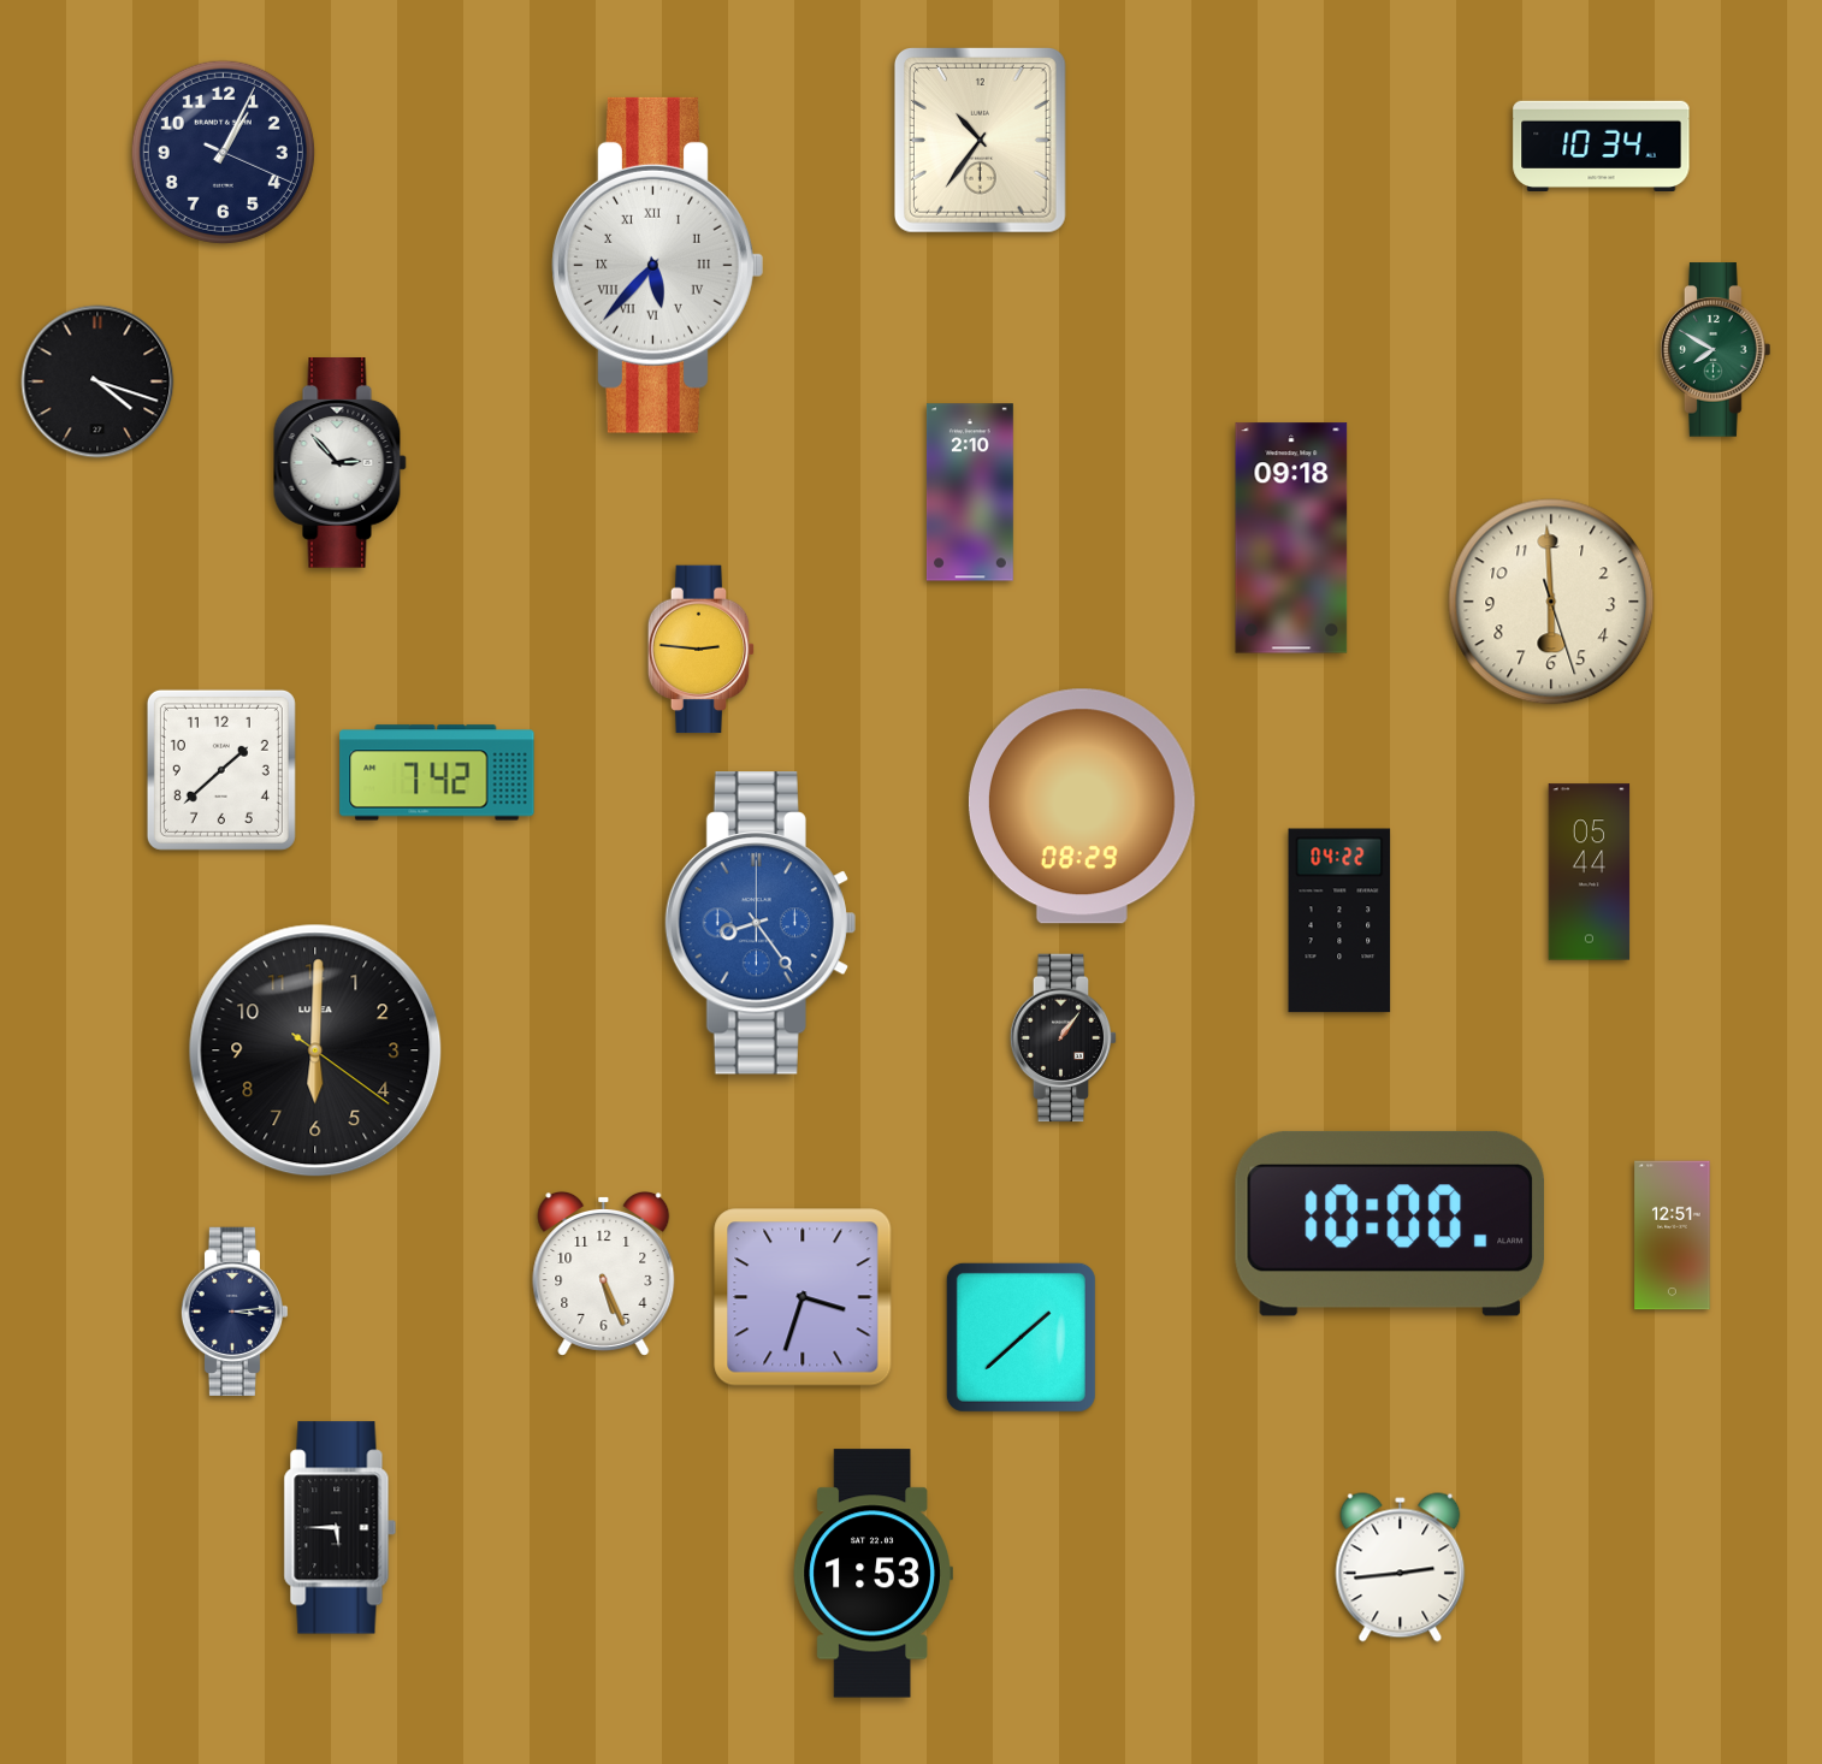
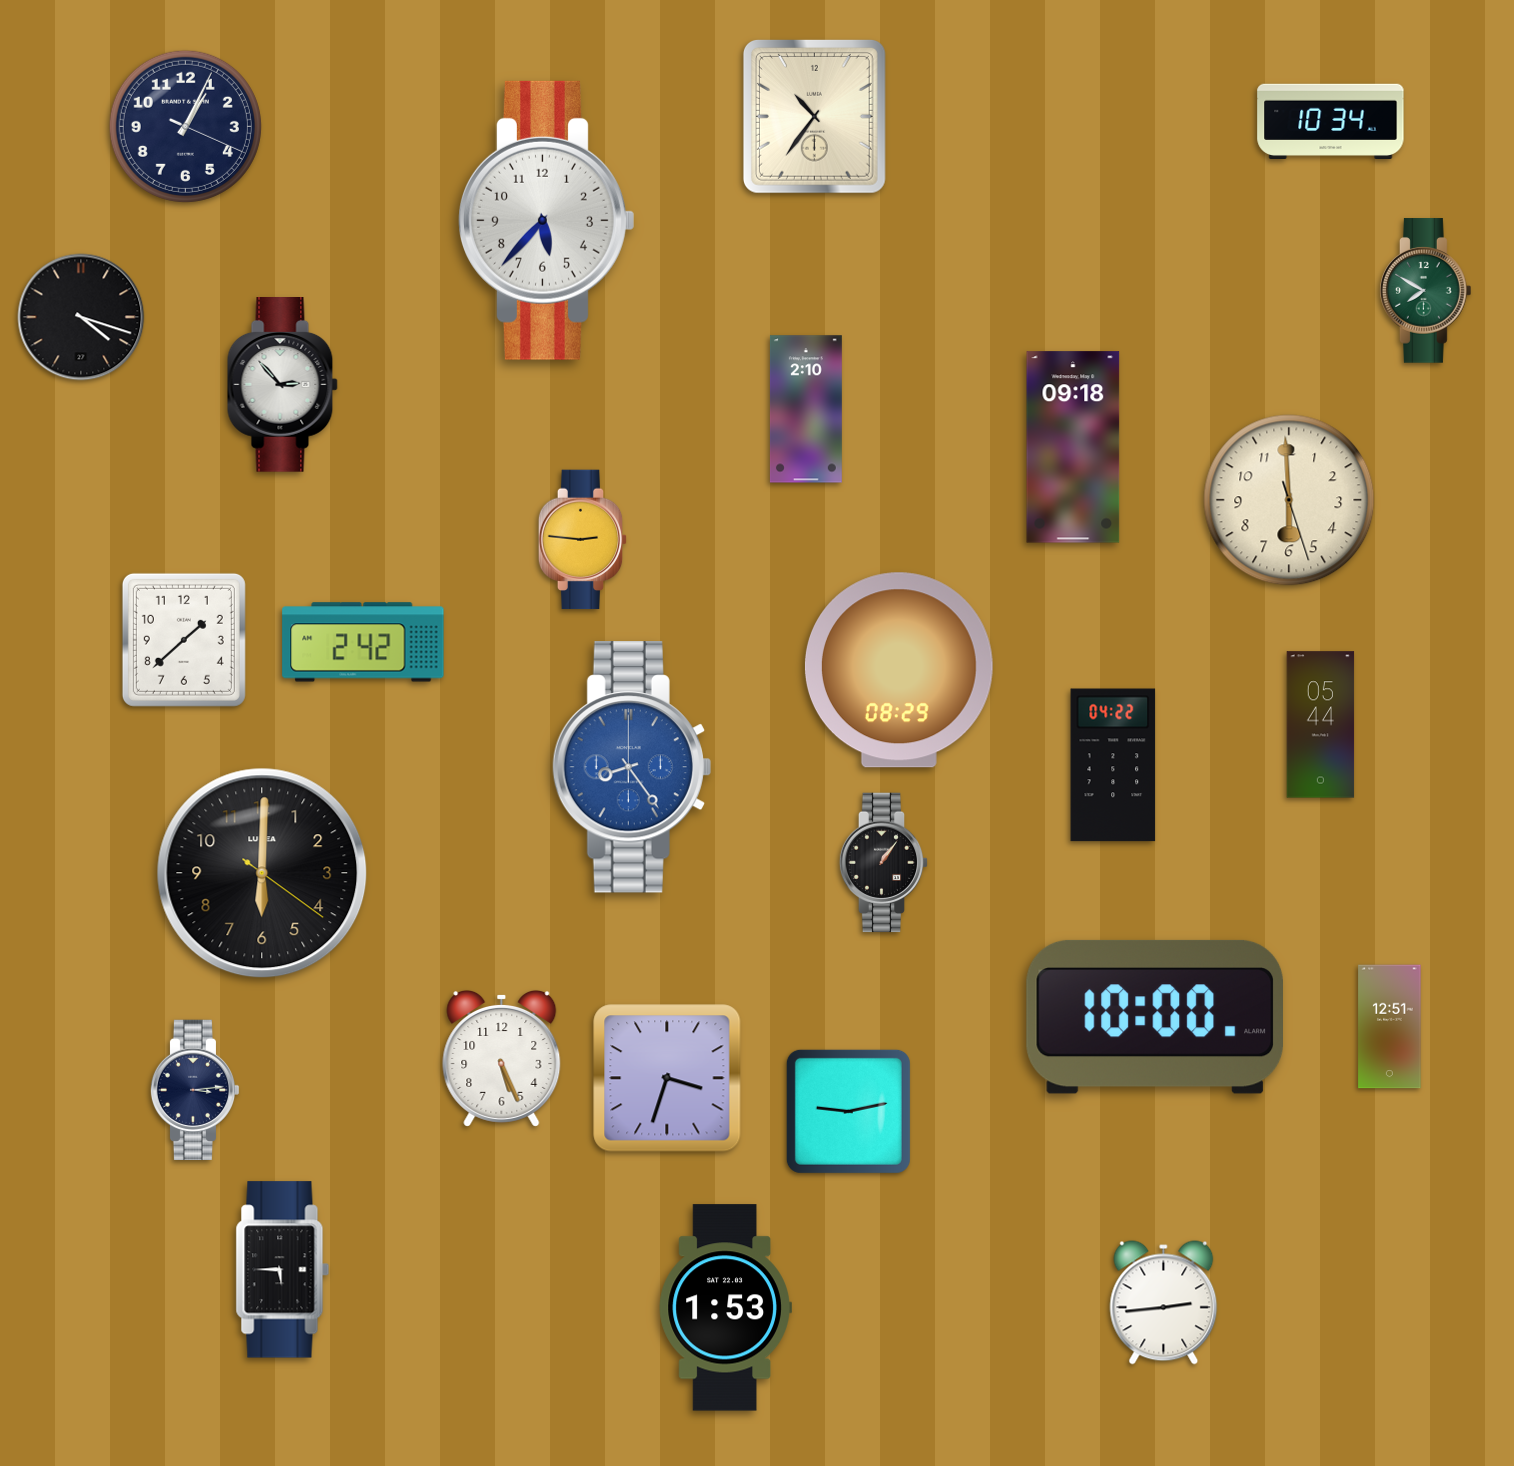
clock at (658, 265) numerals: Roman -> Arabic
clock at (437, 773): 7:42 -> 2:42
clock at (1021, 1337): 1:38 -> 9:13
